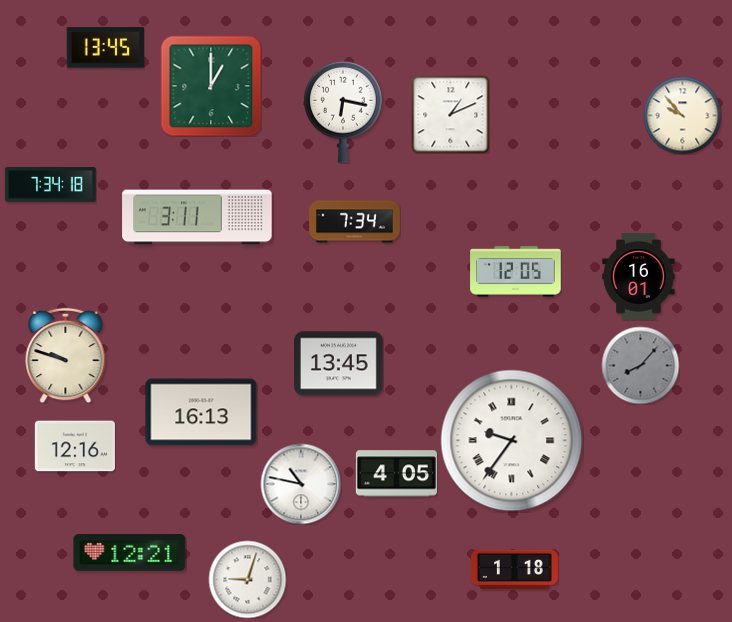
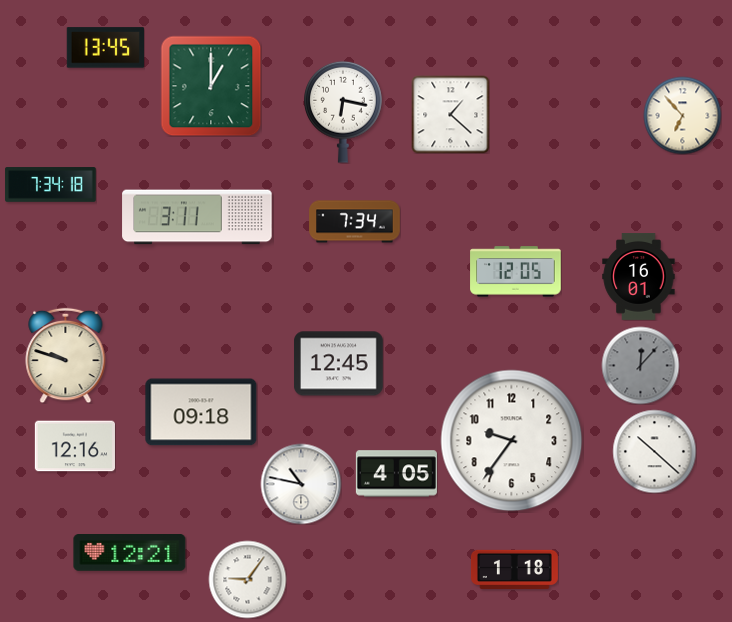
clock at (450, 114): 1:11 -> 1:22
clock at (682, 115): 9:53 -> 6:53
clock at (339, 364): 13:45 -> 12:45
clock at (640, 365): 8:07 -> 12:07
clock at (201, 412): 16:13 -> 09:18
clock at (512, 441) numerals: Roman -> Arabic
clock at (654, 451): none -> 10:22
clock at (247, 579): 9:03 -> 9:06
